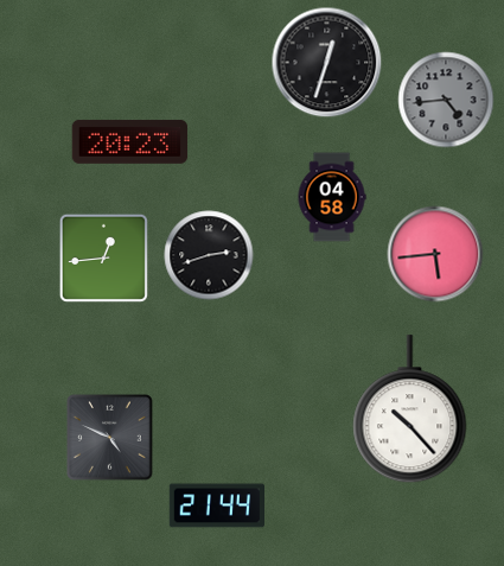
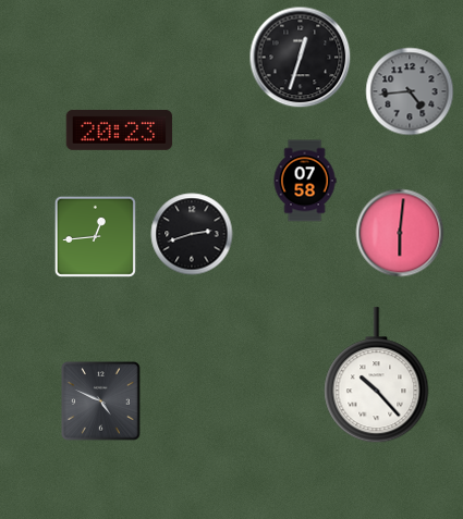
clock at (332, 197): 04:58 -> 07:58
clock at (435, 254): 5:44 -> 6:01
clock at (216, 505): 21:44 -> none
